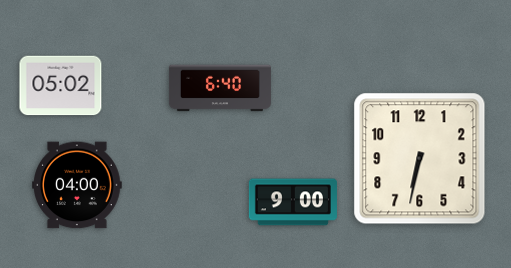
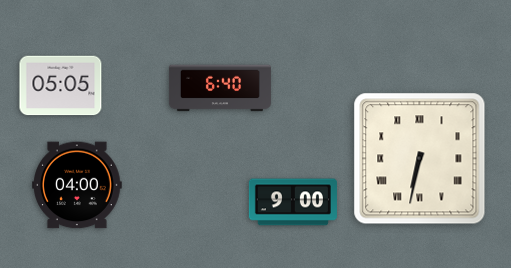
clock at (61, 86): 05:02 -> 05:05
clock at (420, 159) numerals: Arabic -> Roman
